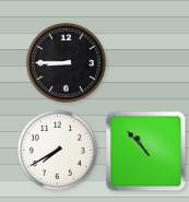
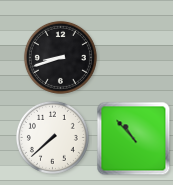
clock at (66, 62): 8:45 -> 8:42
clock at (57, 150): 7:40 -> 7:38
